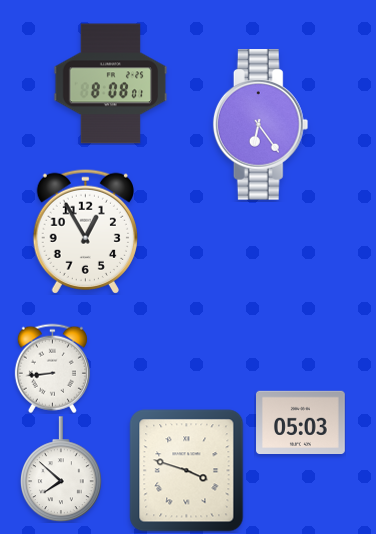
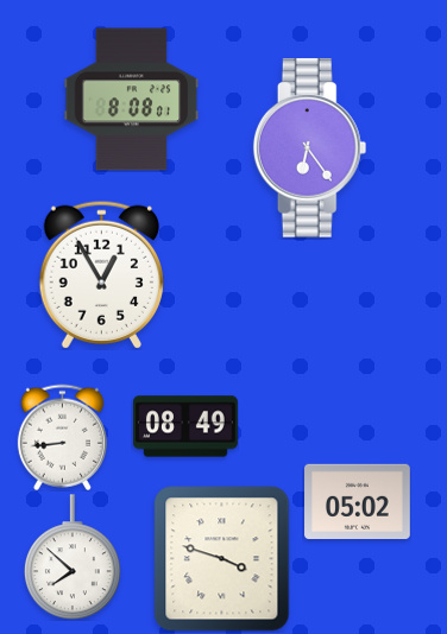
clock at (185, 426): none -> 08:49
clock at (301, 423): 05:03 -> 05:02
